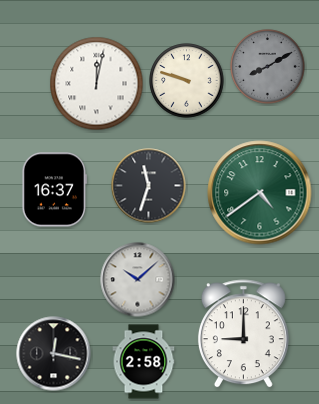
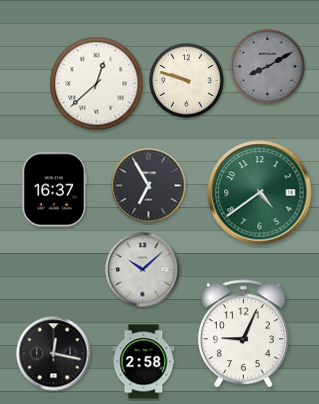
clock at (97, 84): 12:02 -> 12:38
clock at (149, 186): 11:33 -> 6:55
clock at (138, 280) position: (138, 280) -> (143, 270)
clock at (243, 334): 9:00 -> 9:04
